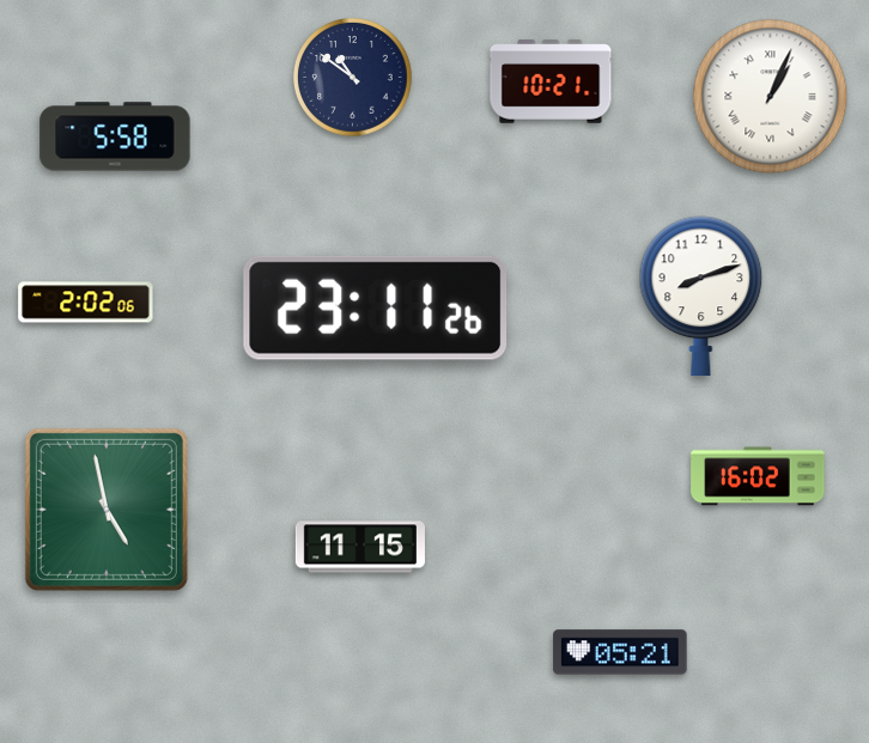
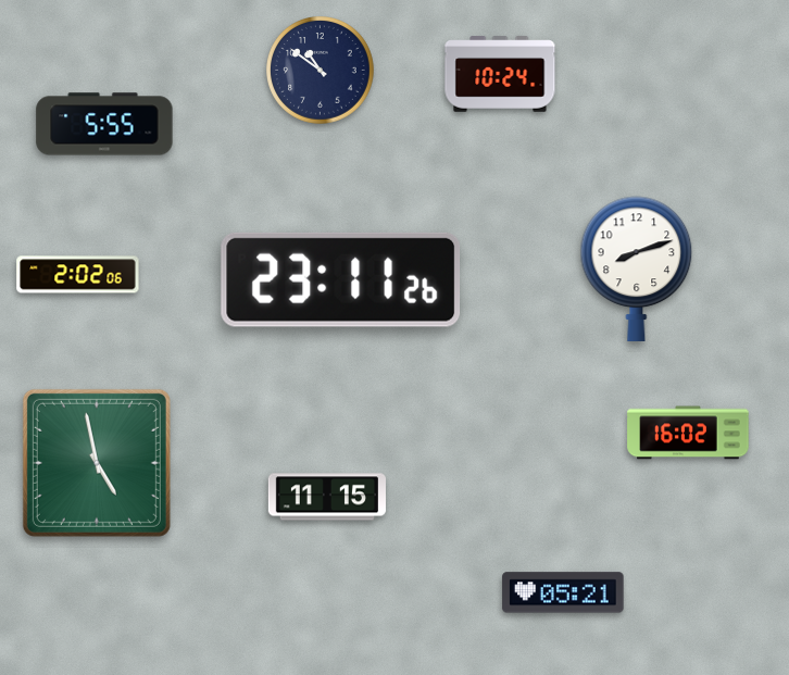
clock at (551, 81): 10:21 -> 10:24
clock at (771, 97): 1:04 -> none
clock at (115, 136): 5:58 -> 5:55
